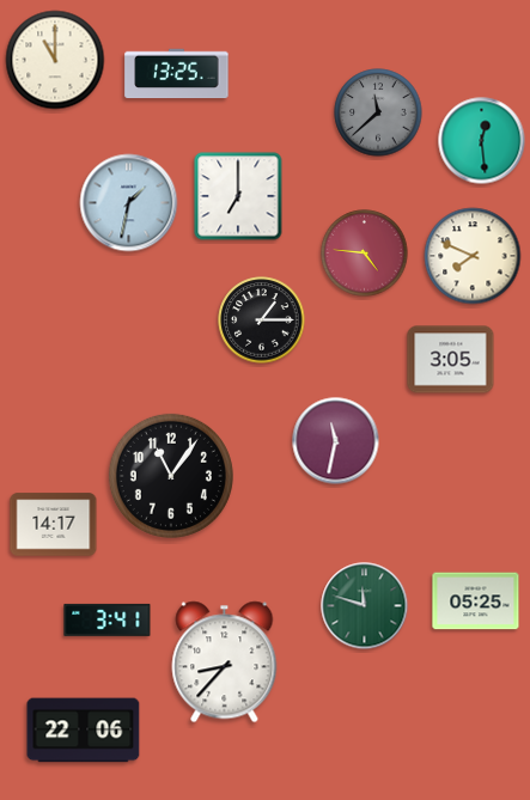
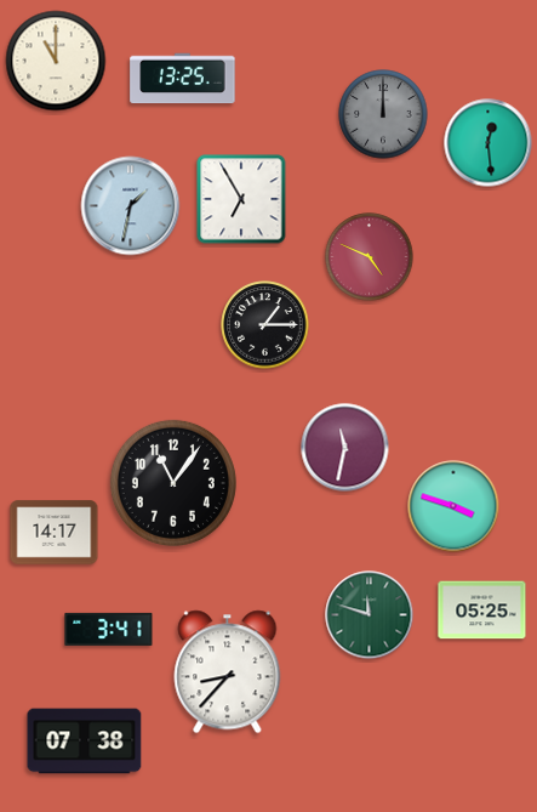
clock at (177, 74) position: (177, 74) -> (183, 79)
clock at (378, 112): 11:38 -> 12:00
clock at (238, 196): 7:00 -> 6:55
clock at (365, 254): 4:46 -> 4:49
clock at (473, 256): 7:49 -> none
clock at (451, 360): 3:05 -> none
clock at (336, 441) position: (336, 441) -> (345, 448)
clock at (453, 506): none -> 3:48
clock at (84, 731): 22:06 -> 07:38
